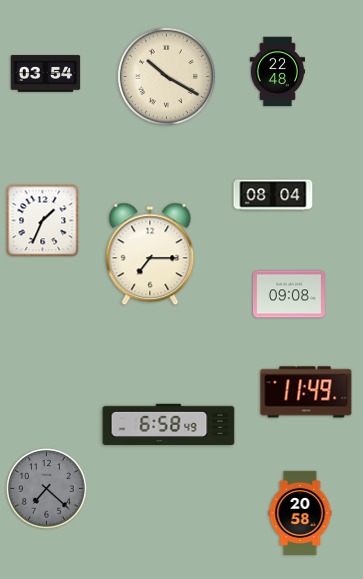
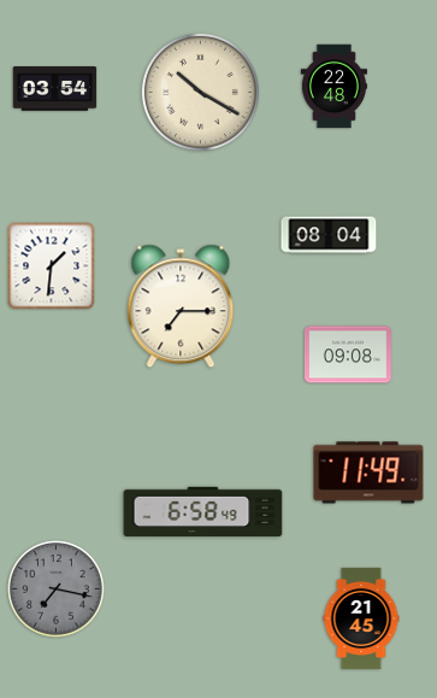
clock at (43, 221): 1:34 -> 1:31
clock at (47, 489): 7:22 -> 7:17
clock at (300, 513): 20:58 -> 21:45
